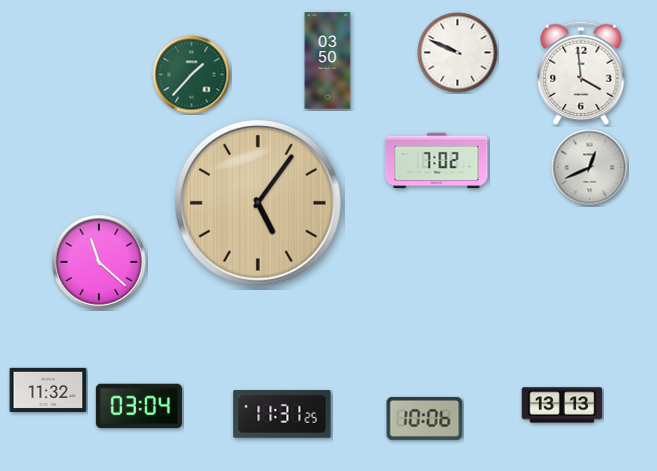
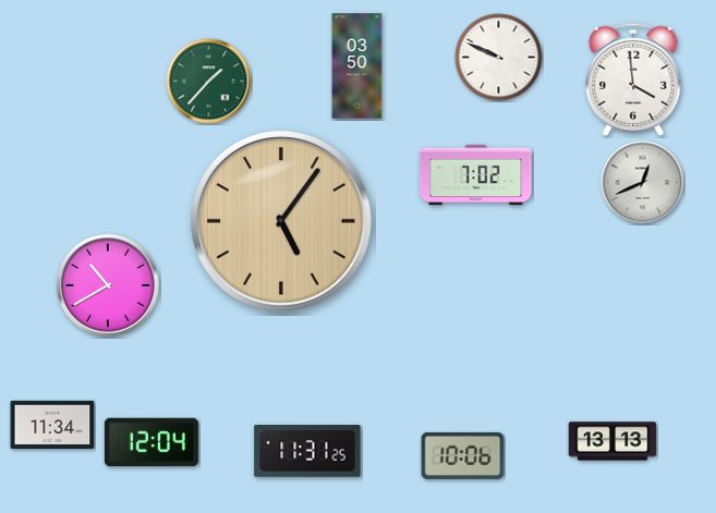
clock at (99, 262): 11:22 -> 10:40
clock at (48, 389): 11:32 -> 11:34
clock at (139, 406): 03:04 -> 12:04
